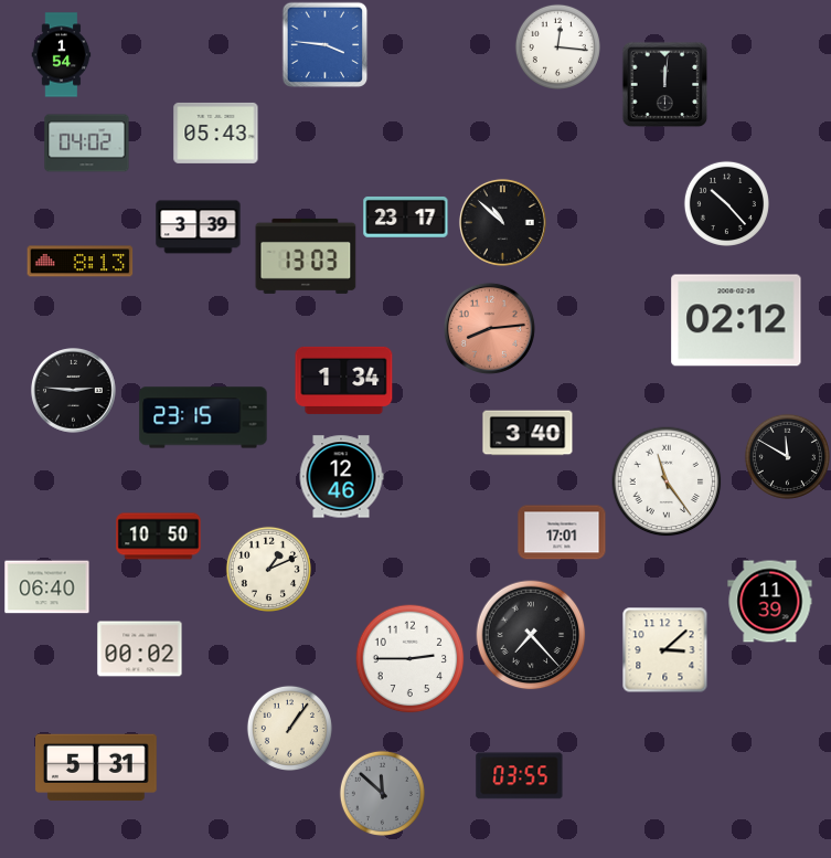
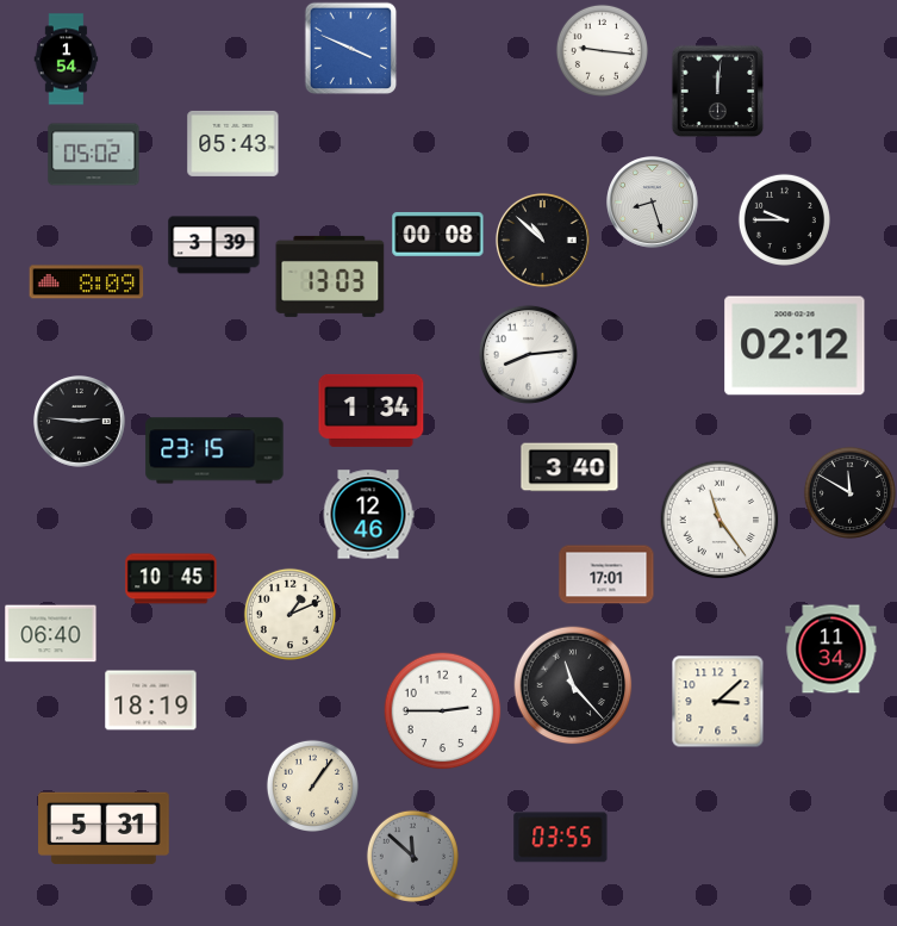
clock at (324, 44): 3:46 -> 3:49
clock at (557, 46): 12:16 -> 9:16
clock at (87, 144): 04:02 -> 05:02
clock at (653, 203): none -> 8:27
clock at (726, 203): 10:23 -> 9:45
clock at (406, 216): 23:17 -> 00:08
clock at (81, 262): 8:13 -> 8:09
clock at (489, 328) dial: salmon -> white
clock at (203, 417) position: (203, 417) -> (214, 450)
clock at (159, 537): 10:50 -> 10:45
clock at (770, 602): 11:39 -> 11:34
clock at (531, 635): 7:23 -> 11:23
clock at (140, 649): 00:02 -> 18:19
